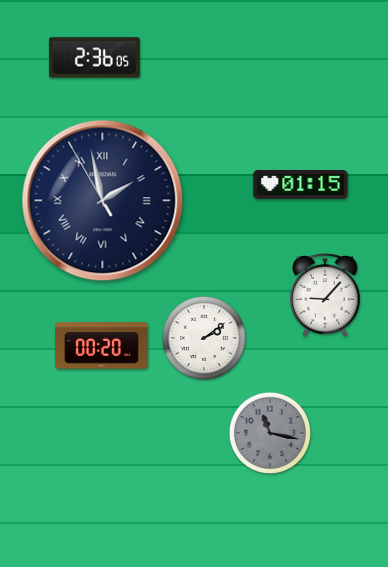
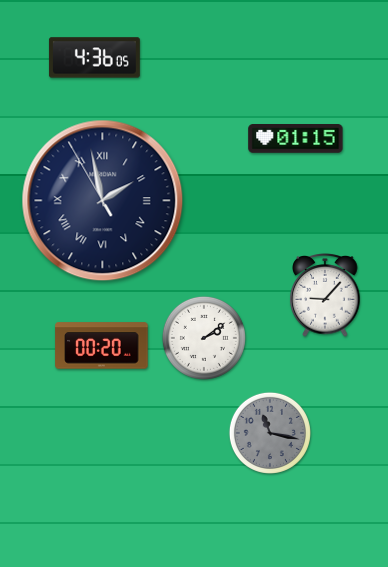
clock at (94, 58): 2:36 -> 4:36
clock at (301, 185) position: (301, 185) -> (296, 139)
